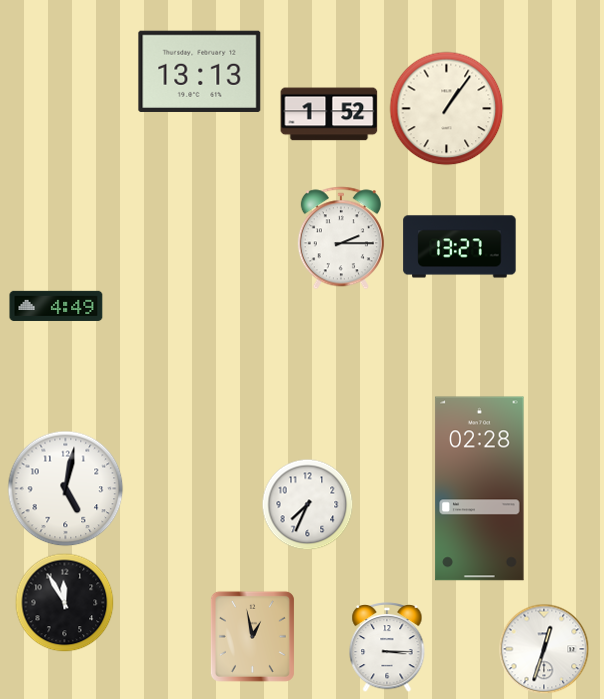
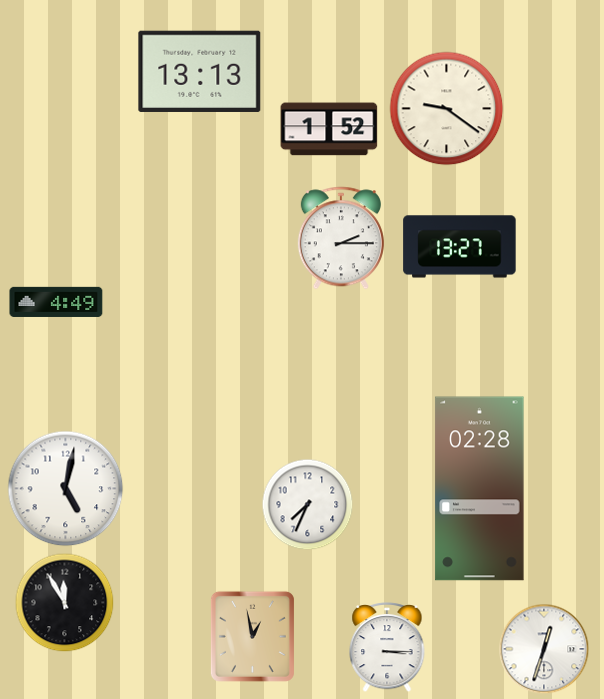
clock at (447, 109): 1:06 -> 9:21
clock at (329, 114) position: (329, 114) -> (329, 129)
clock at (56, 306) position: (56, 306) -> (56, 302)
